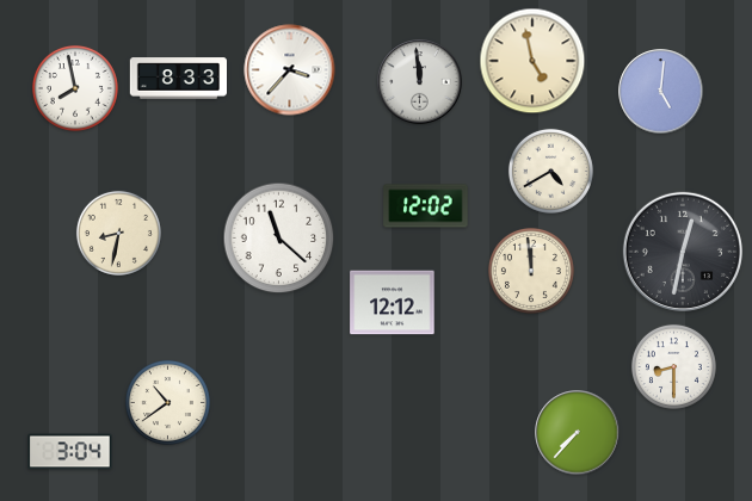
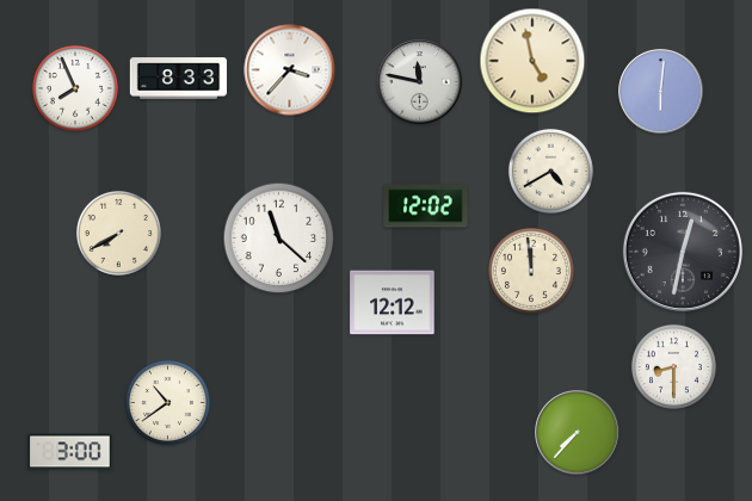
clock at (420, 82): 11:59 -> 11:47
clock at (75, 88): 7:58 -> 7:56
clock at (661, 92): 5:01 -> 6:01
clock at (118, 233): 8:32 -> 7:40
clock at (70, 452): 3:04 -> 3:00
